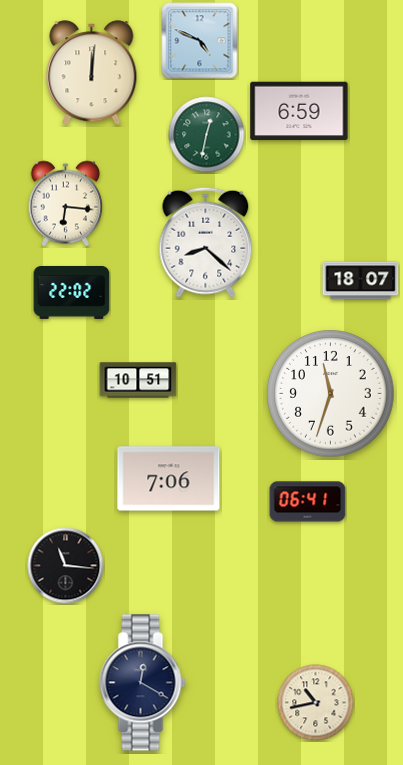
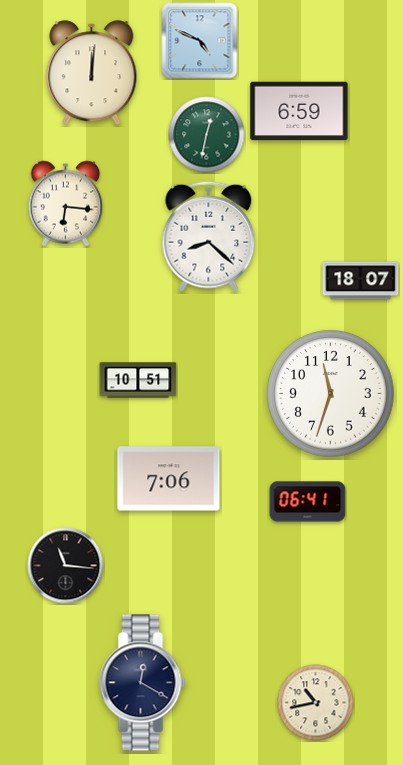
clock at (206, 242) position: (206, 242) -> (209, 236)
clock at (72, 292): 22:02 -> none
